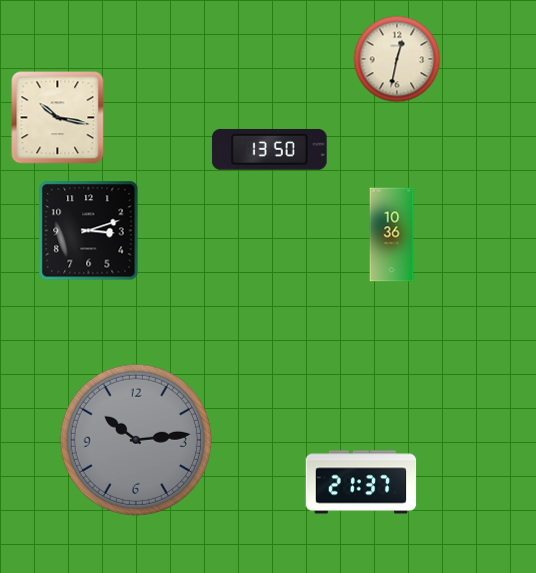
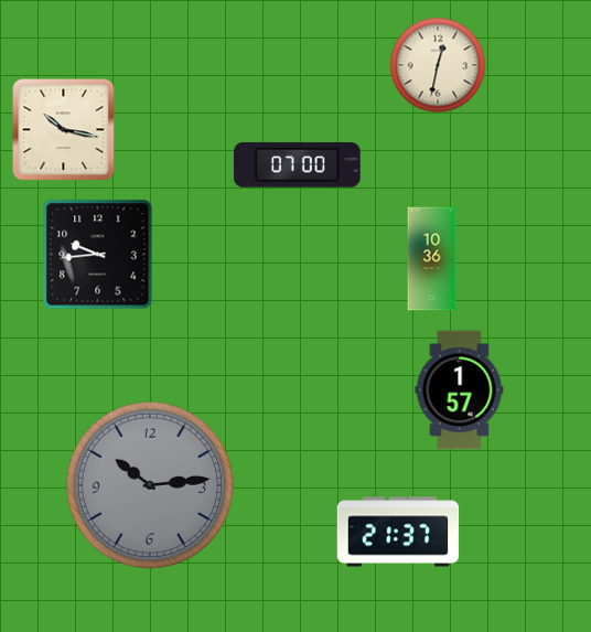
clock at (270, 149): 13:50 -> 07:00
clock at (89, 231): 3:12 -> 9:44
clock at (460, 390): none -> 1:57
